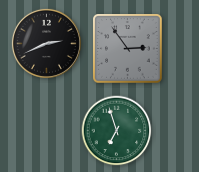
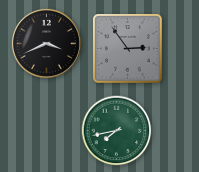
clock at (46, 43): 2:41 -> 3:41
clock at (117, 131): 6:57 -> 7:43
